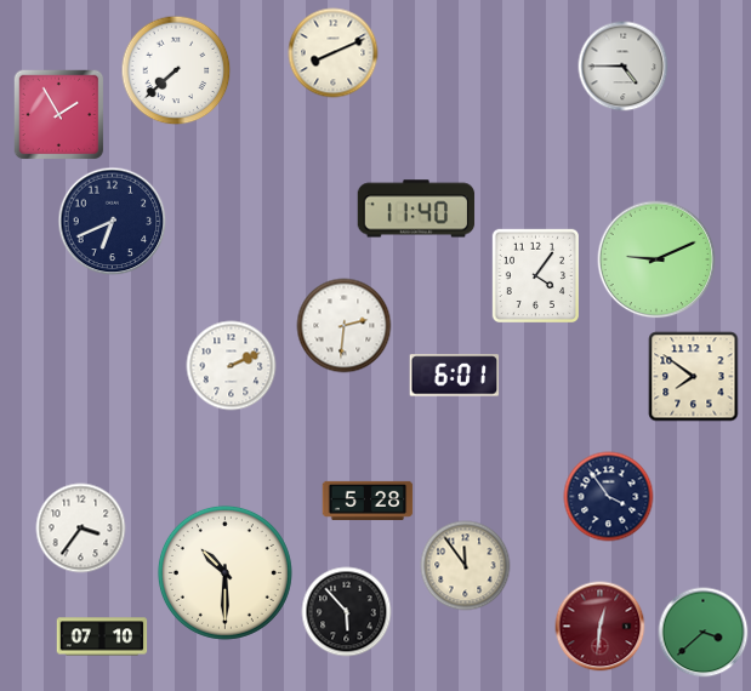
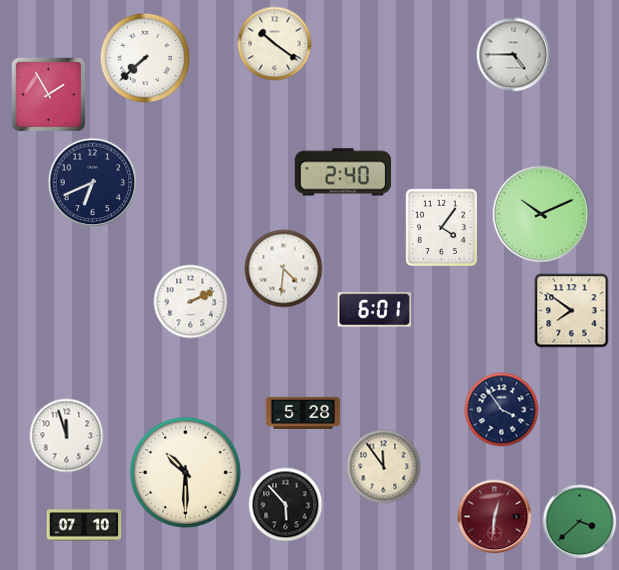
clock at (334, 53): 8:11 -> 10:21
clock at (416, 209): 11:40 -> 2:40
clock at (656, 259): 9:11 -> 10:11
clock at (345, 326): 2:31 -> 4:31
clock at (81, 529): 3:36 -> 11:57
